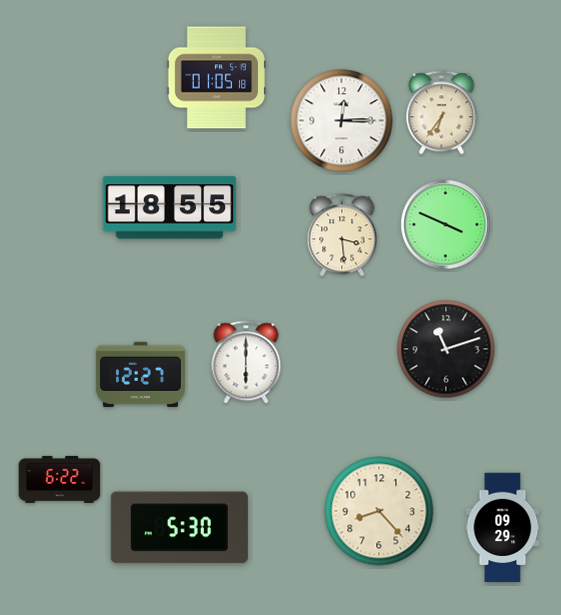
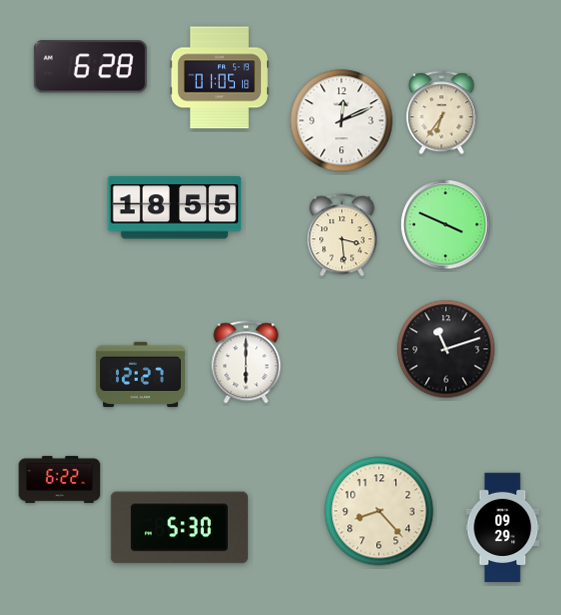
clock at (90, 67): none -> 6:28
clock at (216, 78) position: (216, 78) -> (219, 78)
clock at (342, 121): 12:15 -> 12:11
clock at (170, 208) position: (170, 208) -> (175, 208)
